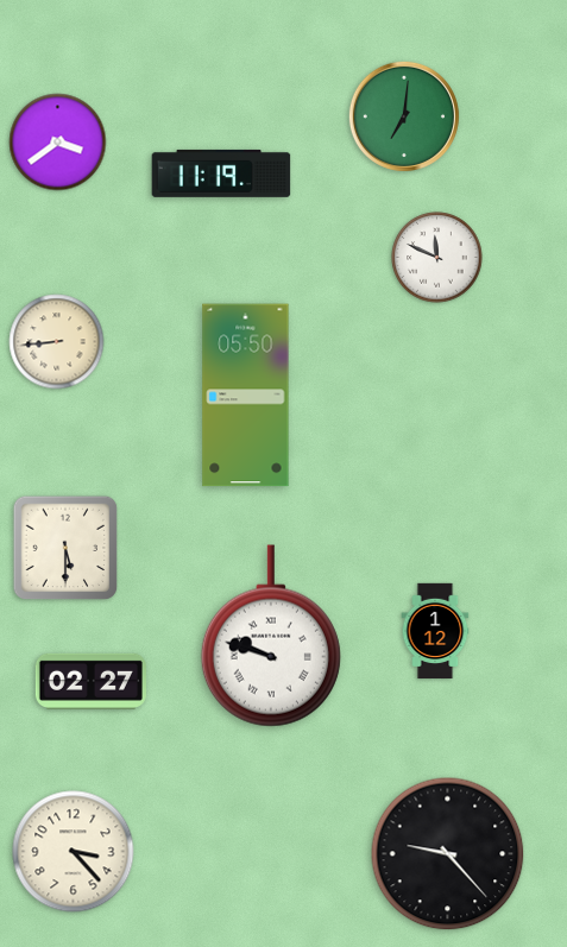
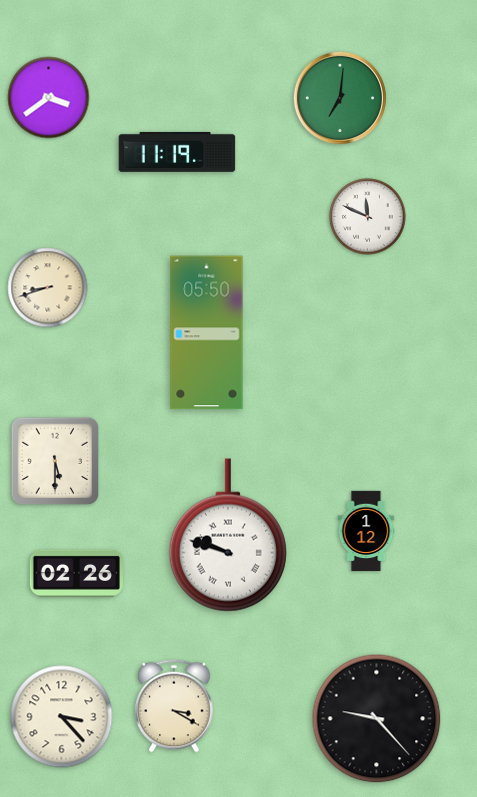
clock at (58, 143) position: (58, 143) -> (49, 98)
clock at (221, 173) position: (221, 173) -> (177, 152)
clock at (57, 342): 8:44 -> 8:42
clock at (90, 681): 02:27 -> 02:26
clock at (174, 706): none -> 3:20
